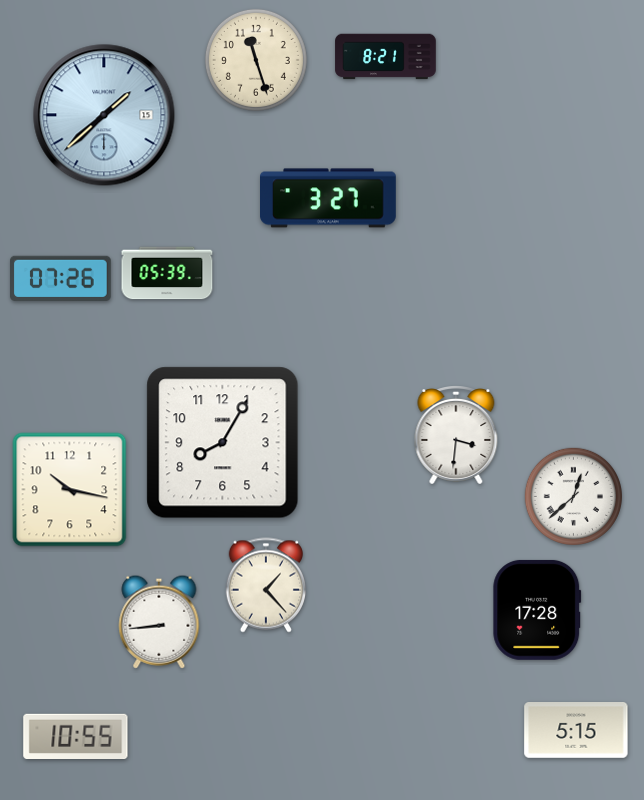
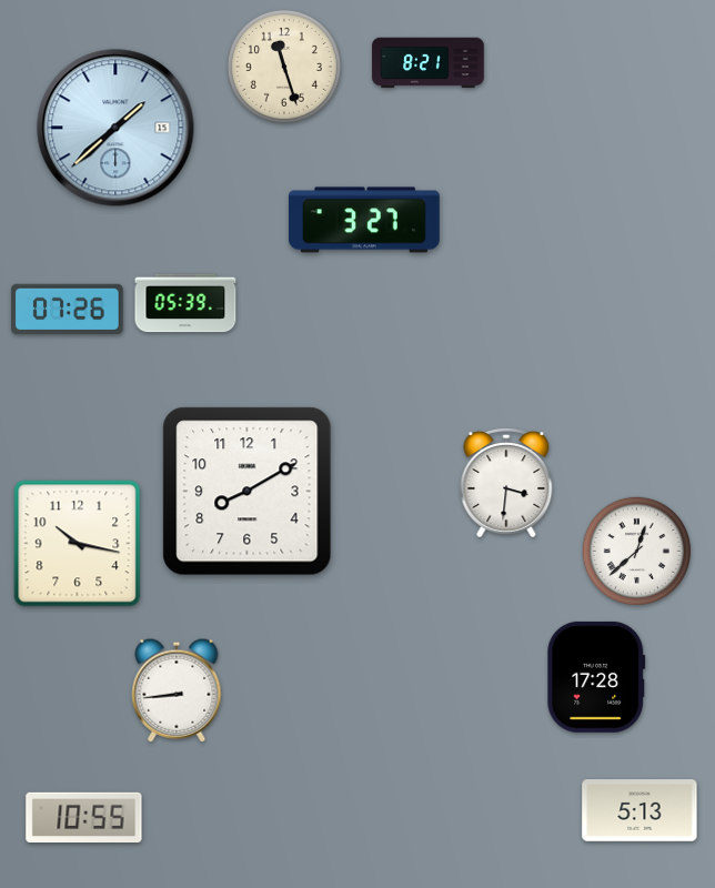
clock at (223, 443): 8:05 -> 8:10
clock at (266, 585): 1:23 -> none
clock at (576, 731): 5:15 -> 5:13
